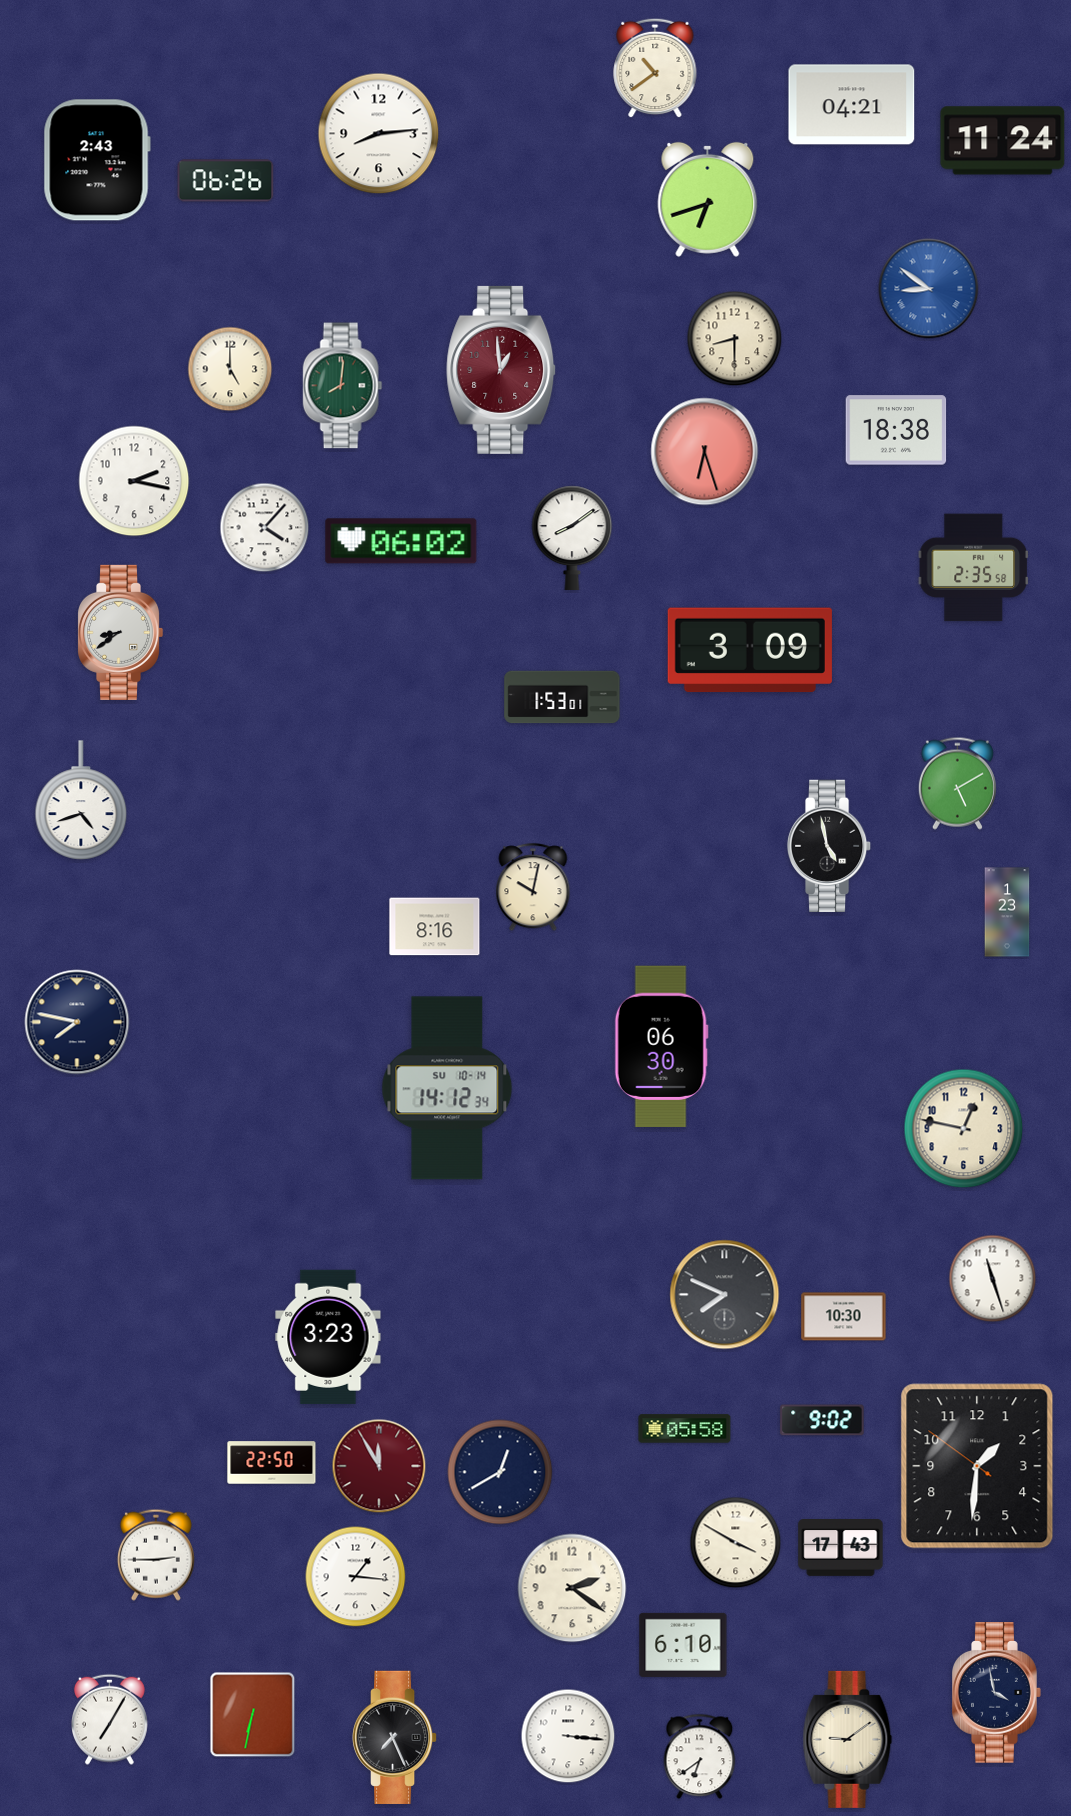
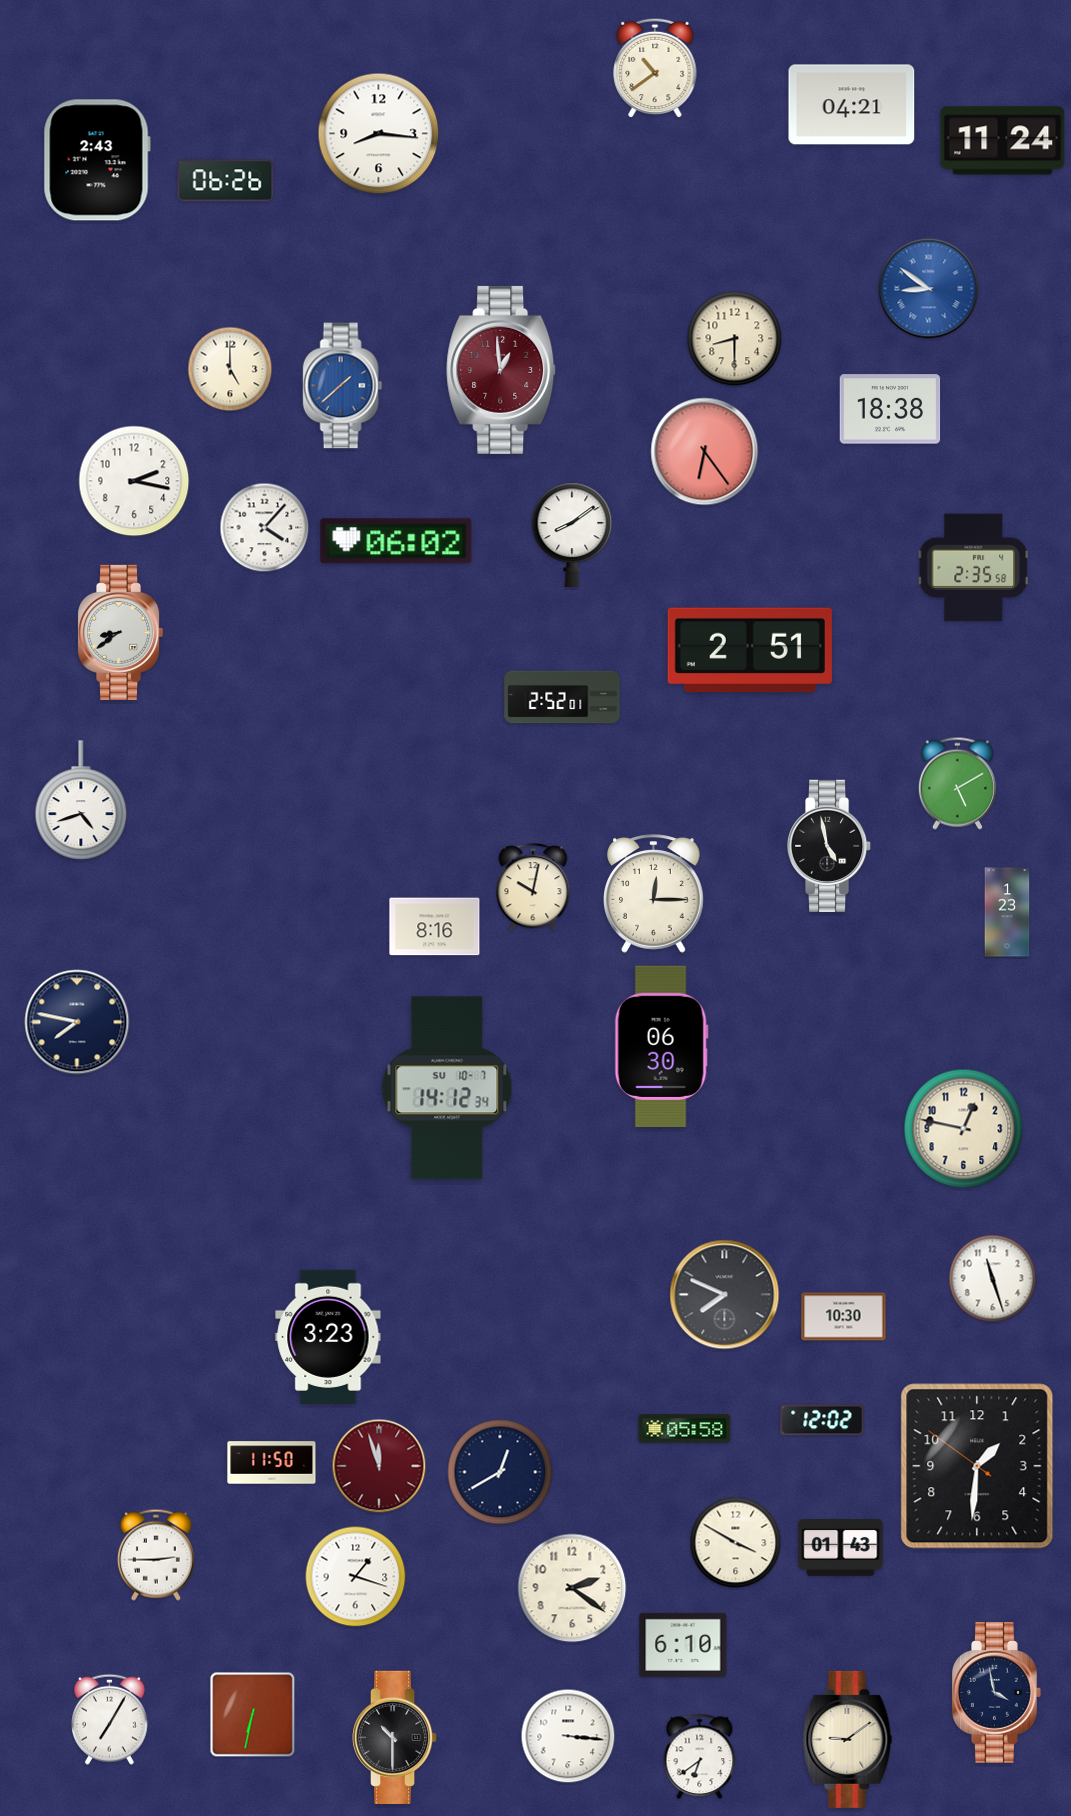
clock at (379, 134): 8:14 -> 8:16
clock at (708, 199): 6:42 -> none
clock at (343, 386): 8:01 -> 1:38
clock at (343, 386) dial: green -> blue
clock at (896, 430) position: (896, 430) -> (890, 409)
clock at (705, 452): 6:27 -> 6:24
clock at (572, 538) position: (572, 538) -> (572, 535)
clock at (401, 541) position: (401, 541) -> (396, 541)
clock at (750, 650): 3:09 -> 2:51
clock at (562, 697): 1:53 -> 2:52
clock at (654, 894): none -> 12:15
clock at (447, 1088) date: SU 10-14 -> SU 10-7
clock at (822, 1420): 9:02 -> 12:02
clock at (272, 1463): 22:50 -> 11:50
clock at (379, 1466): 11:55 -> 11:57
clock at (841, 1548): 17:43 -> 01:43
clock at (356, 1577): 1:16 -> 1:18
clock at (395, 1737): 7:26 -> 10:30
